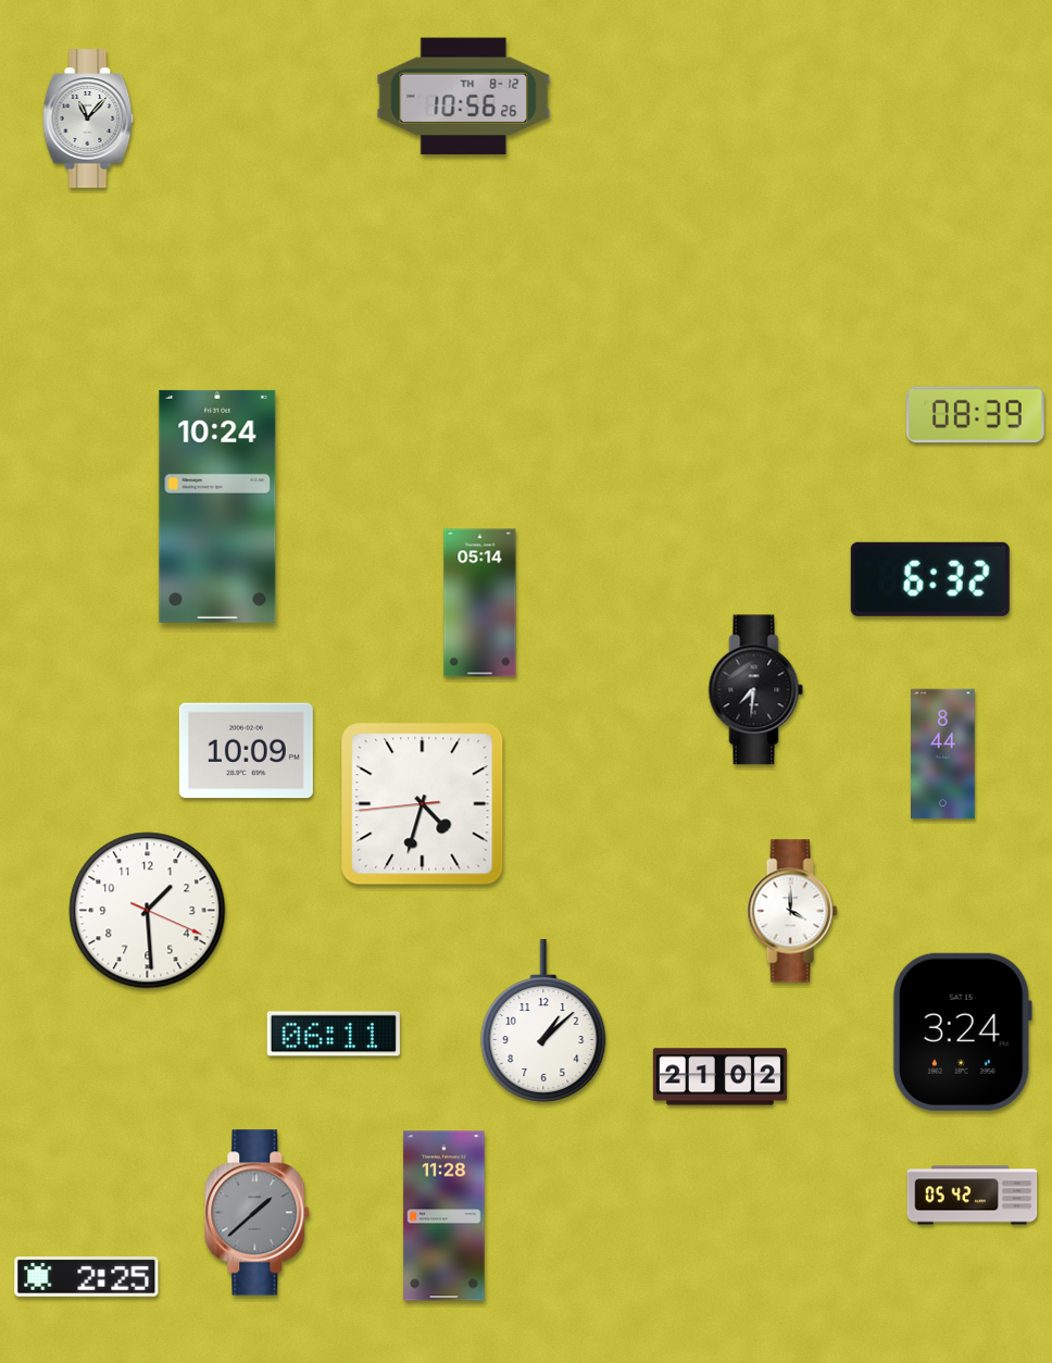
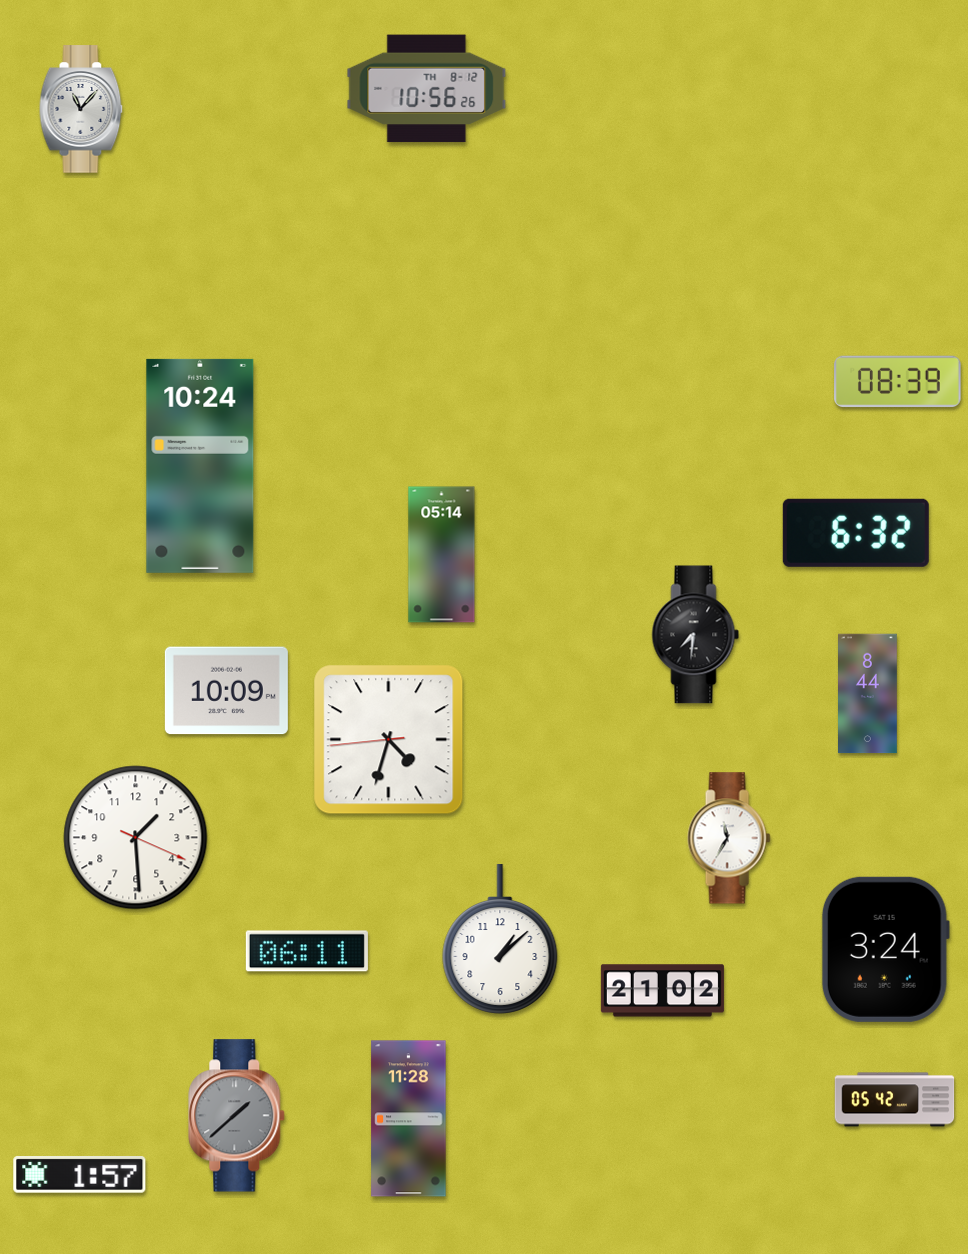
clock at (792, 911): 4:00 -> 11:35
clock at (87, 1277): 2:25 -> 1:57
